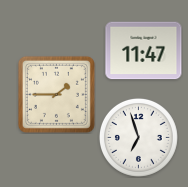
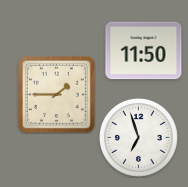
clock at (144, 51): 11:47 -> 11:50
